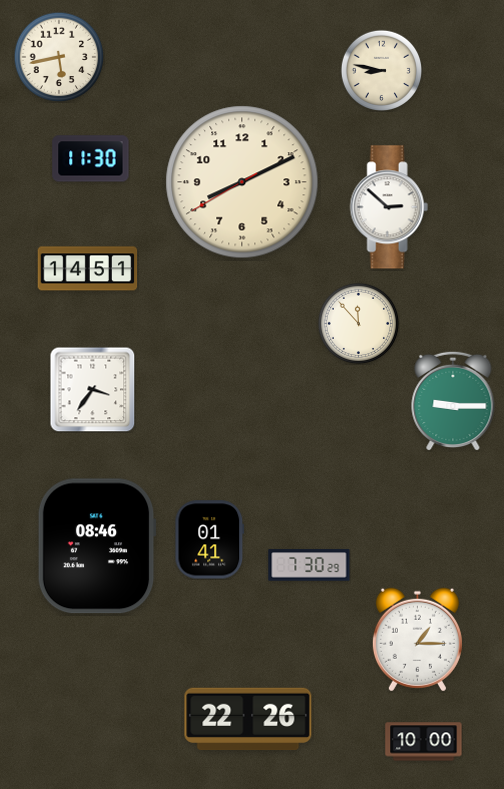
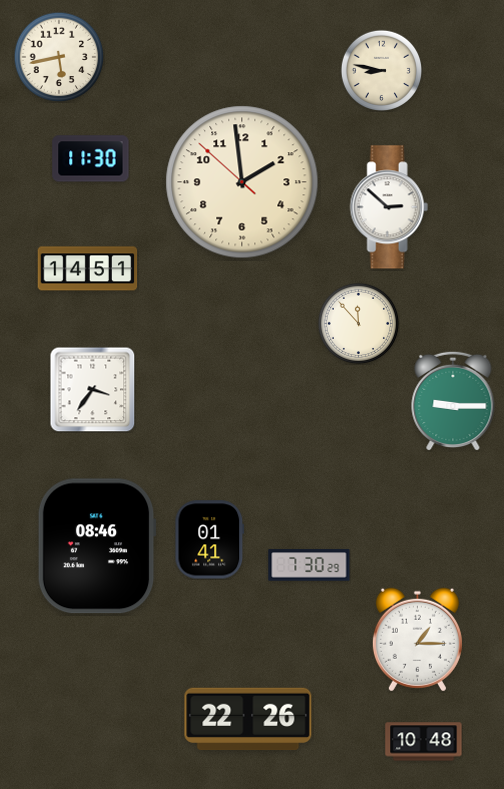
clock at (242, 182): 8:10 -> 1:58
clock at (424, 742): 10:00 -> 10:48
